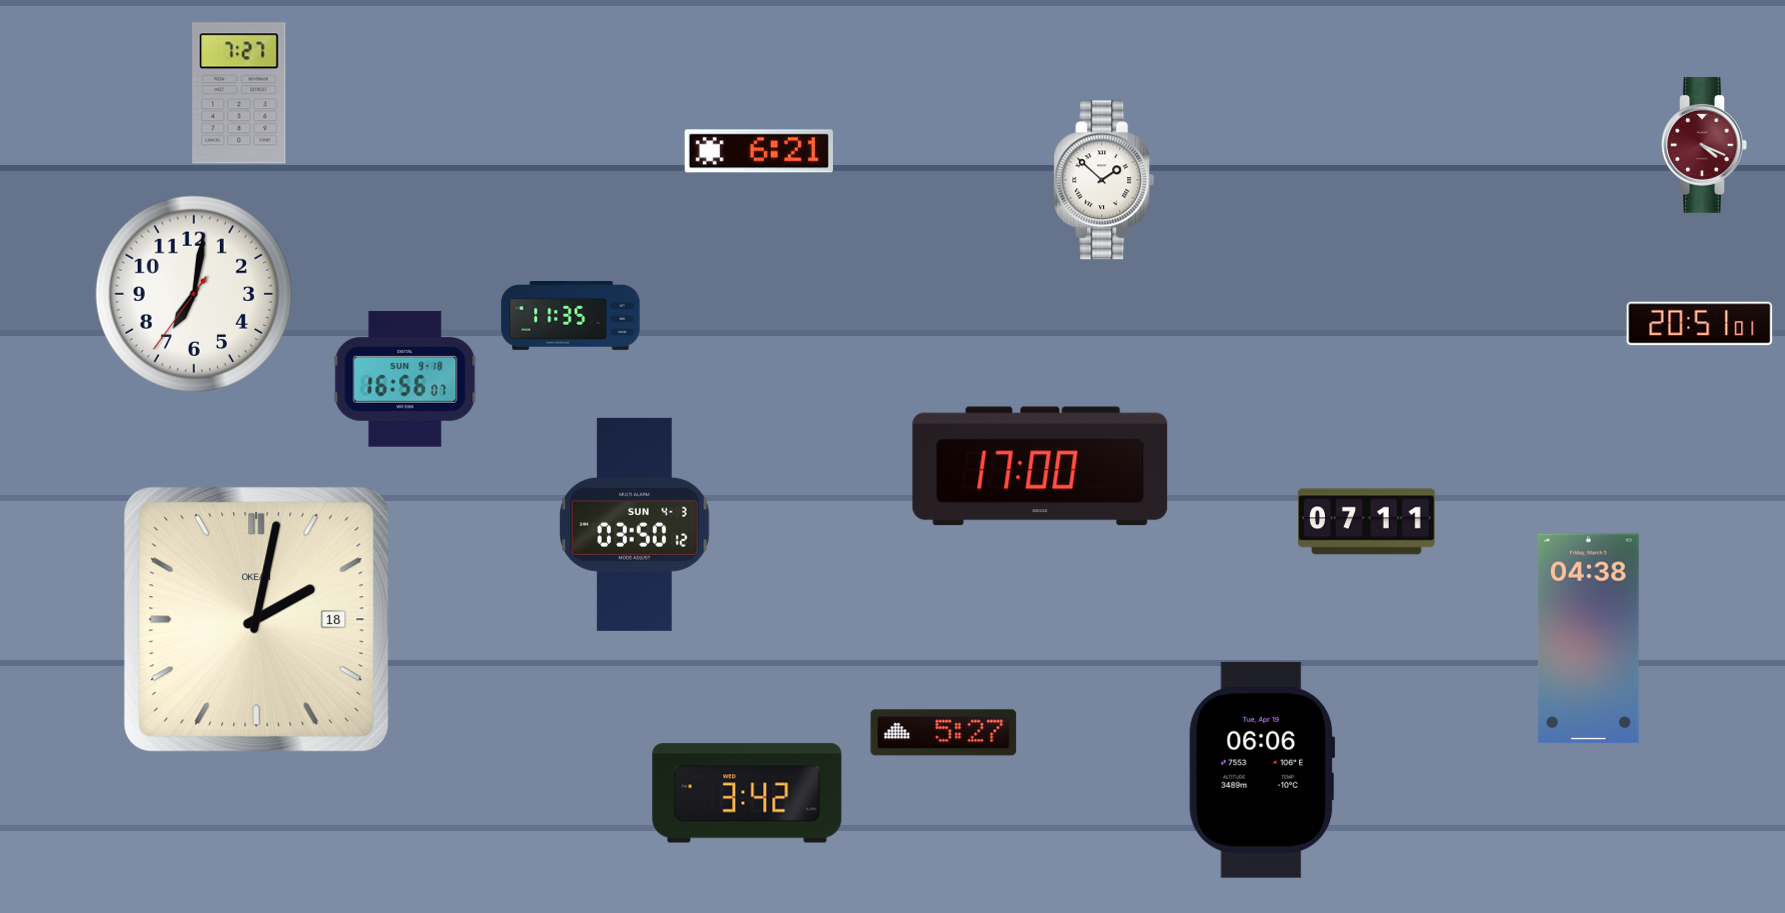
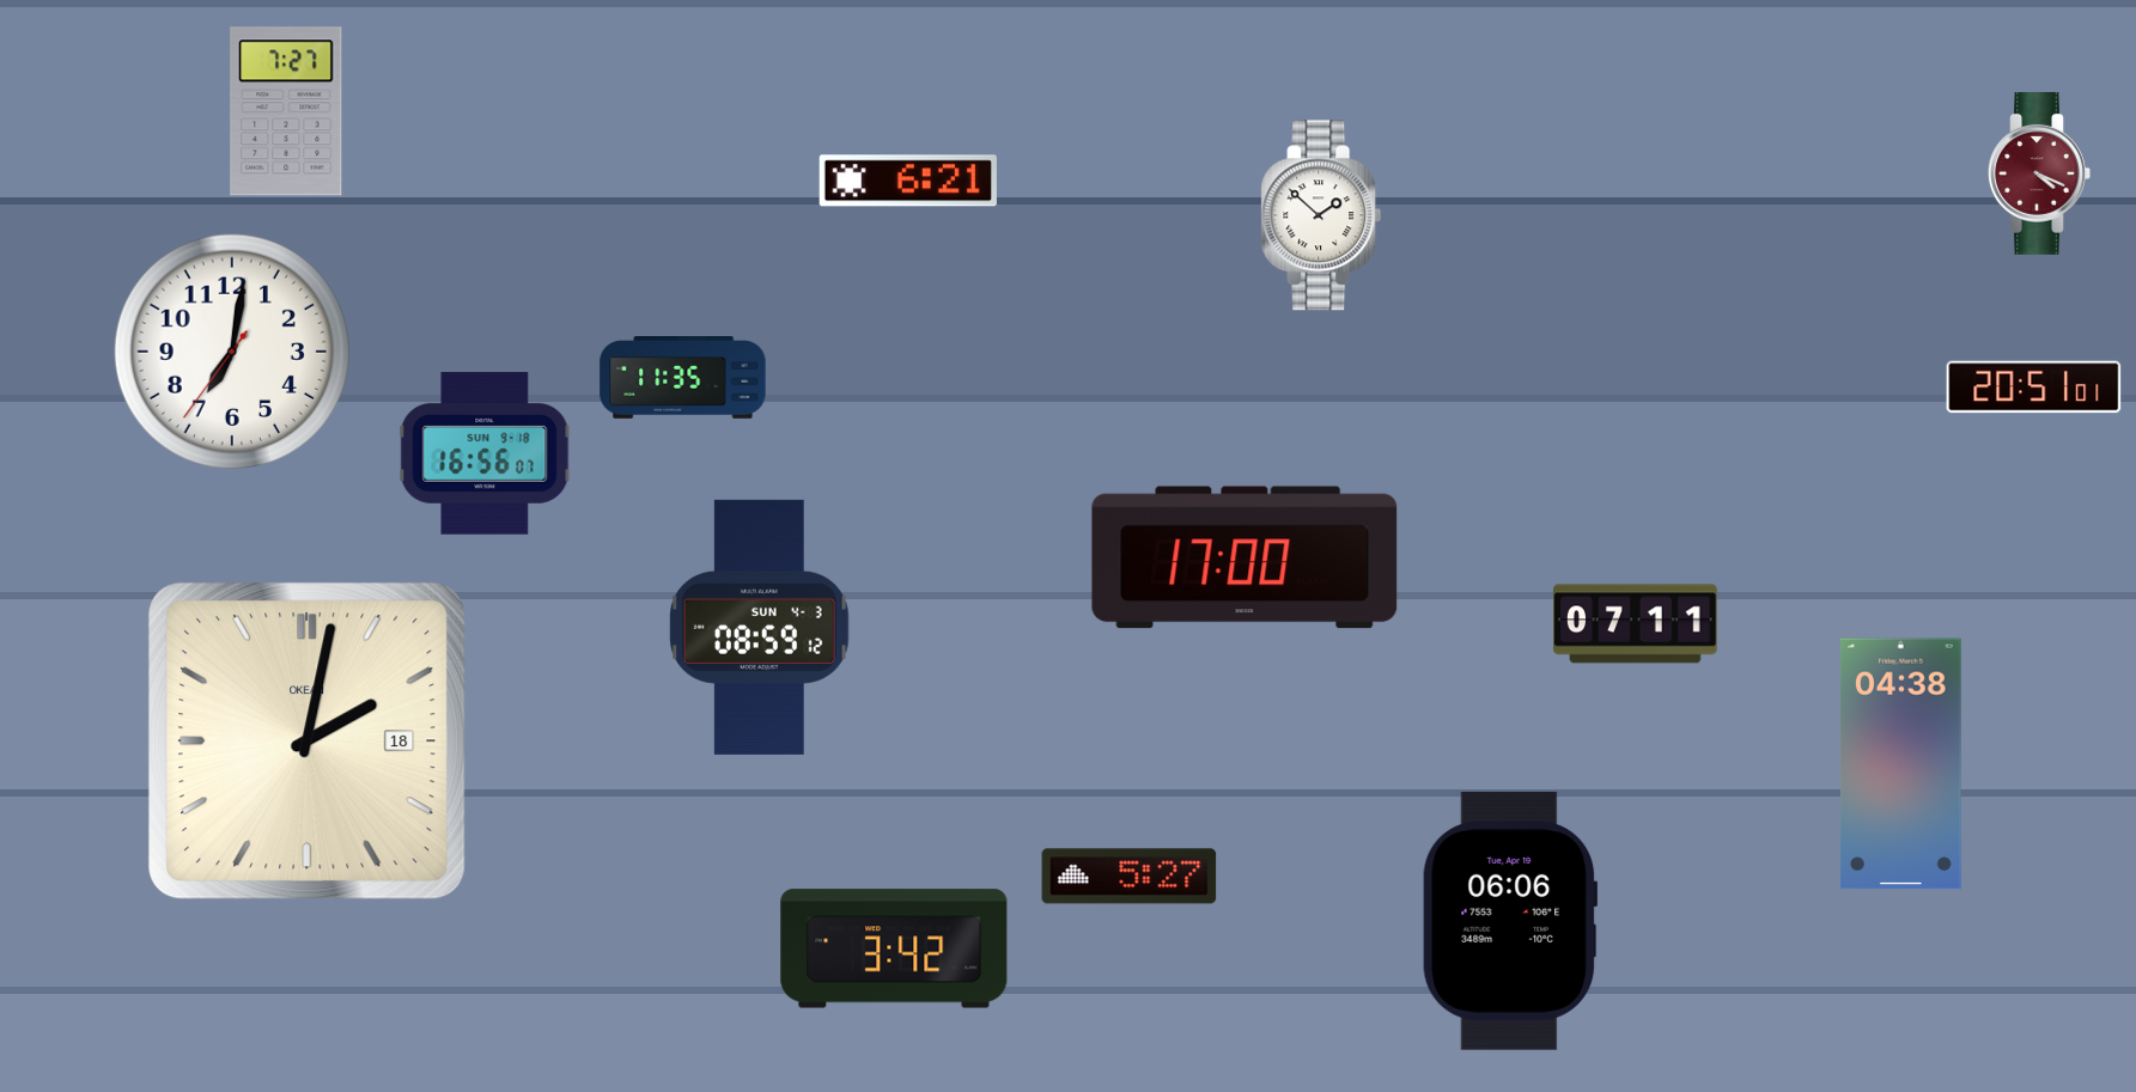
clock at (635, 524): 03:50 -> 08:59
